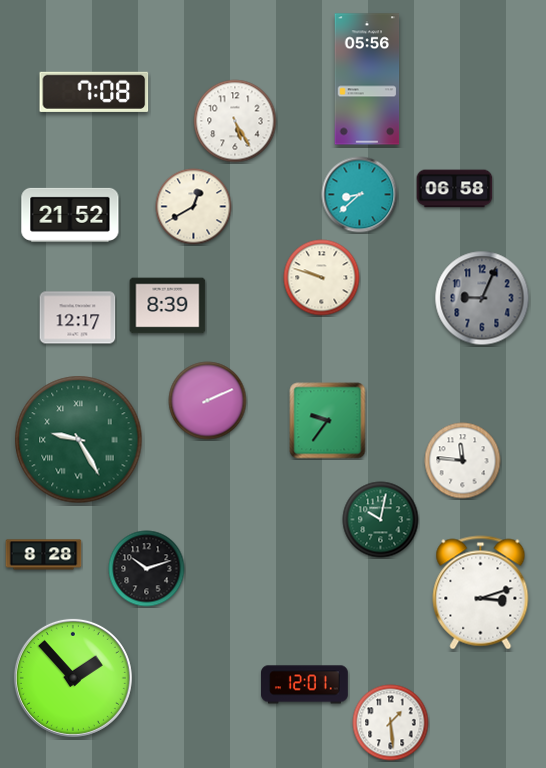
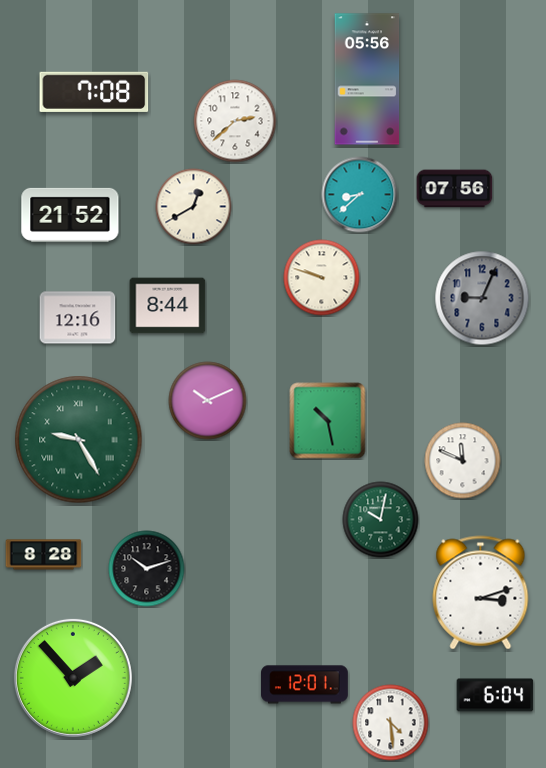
clock at (235, 121): 5:25 -> 2:38
clock at (455, 189): 06:58 -> 07:56
clock at (168, 306): 8:39 -> 8:44
clock at (78, 318): 12:17 -> 12:16
clock at (208, 401): 2:11 -> 10:11
clock at (328, 421): 9:36 -> 10:28
clock at (463, 461): 11:46 -> 11:49
clock at (495, 695): none -> 6:04
clock at (391, 723): 1:29 -> 4:29
